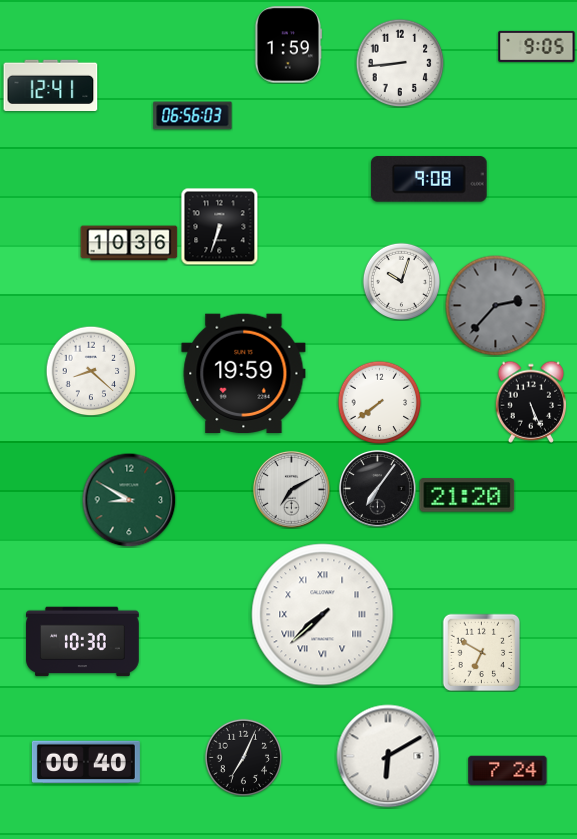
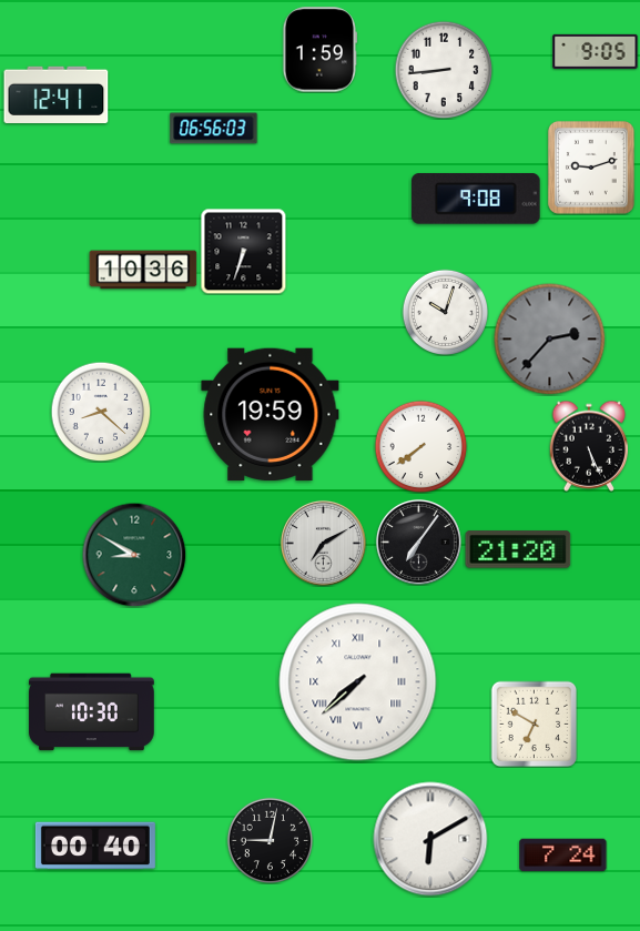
clock at (591, 168): none -> 9:12
clock at (129, 500) position: (129, 500) -> (134, 555)
clock at (243, 757): 7:04 -> 9:02
